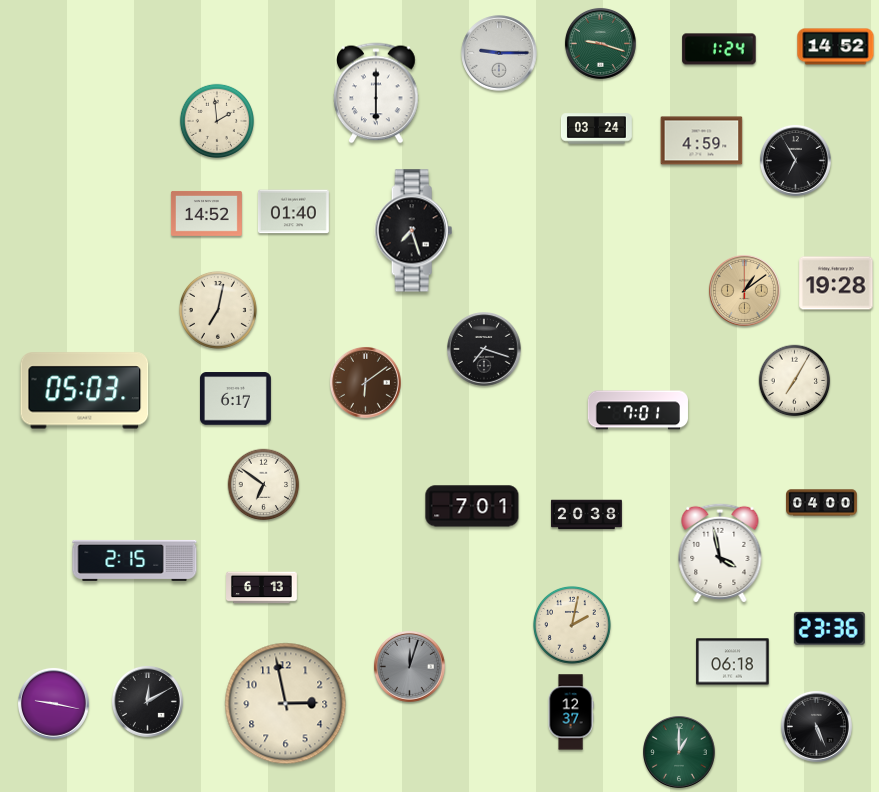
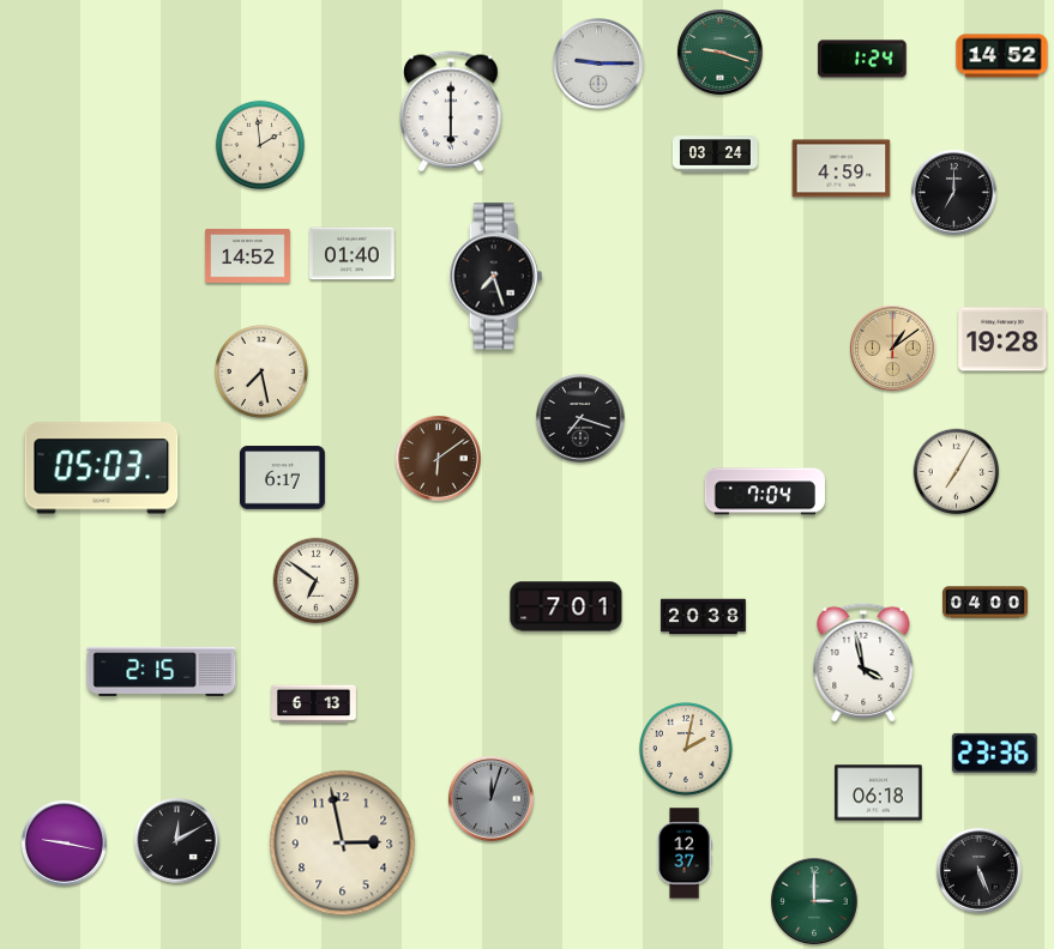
clock at (795, 160): 6:55 -> 7:00
clock at (218, 310): 7:02 -> 7:28
clock at (795, 381) position: (795, 381) -> (957, 472)
clock at (638, 410): 7:01 -> 7:04
clock at (680, 753): 1:00 -> 3:00
